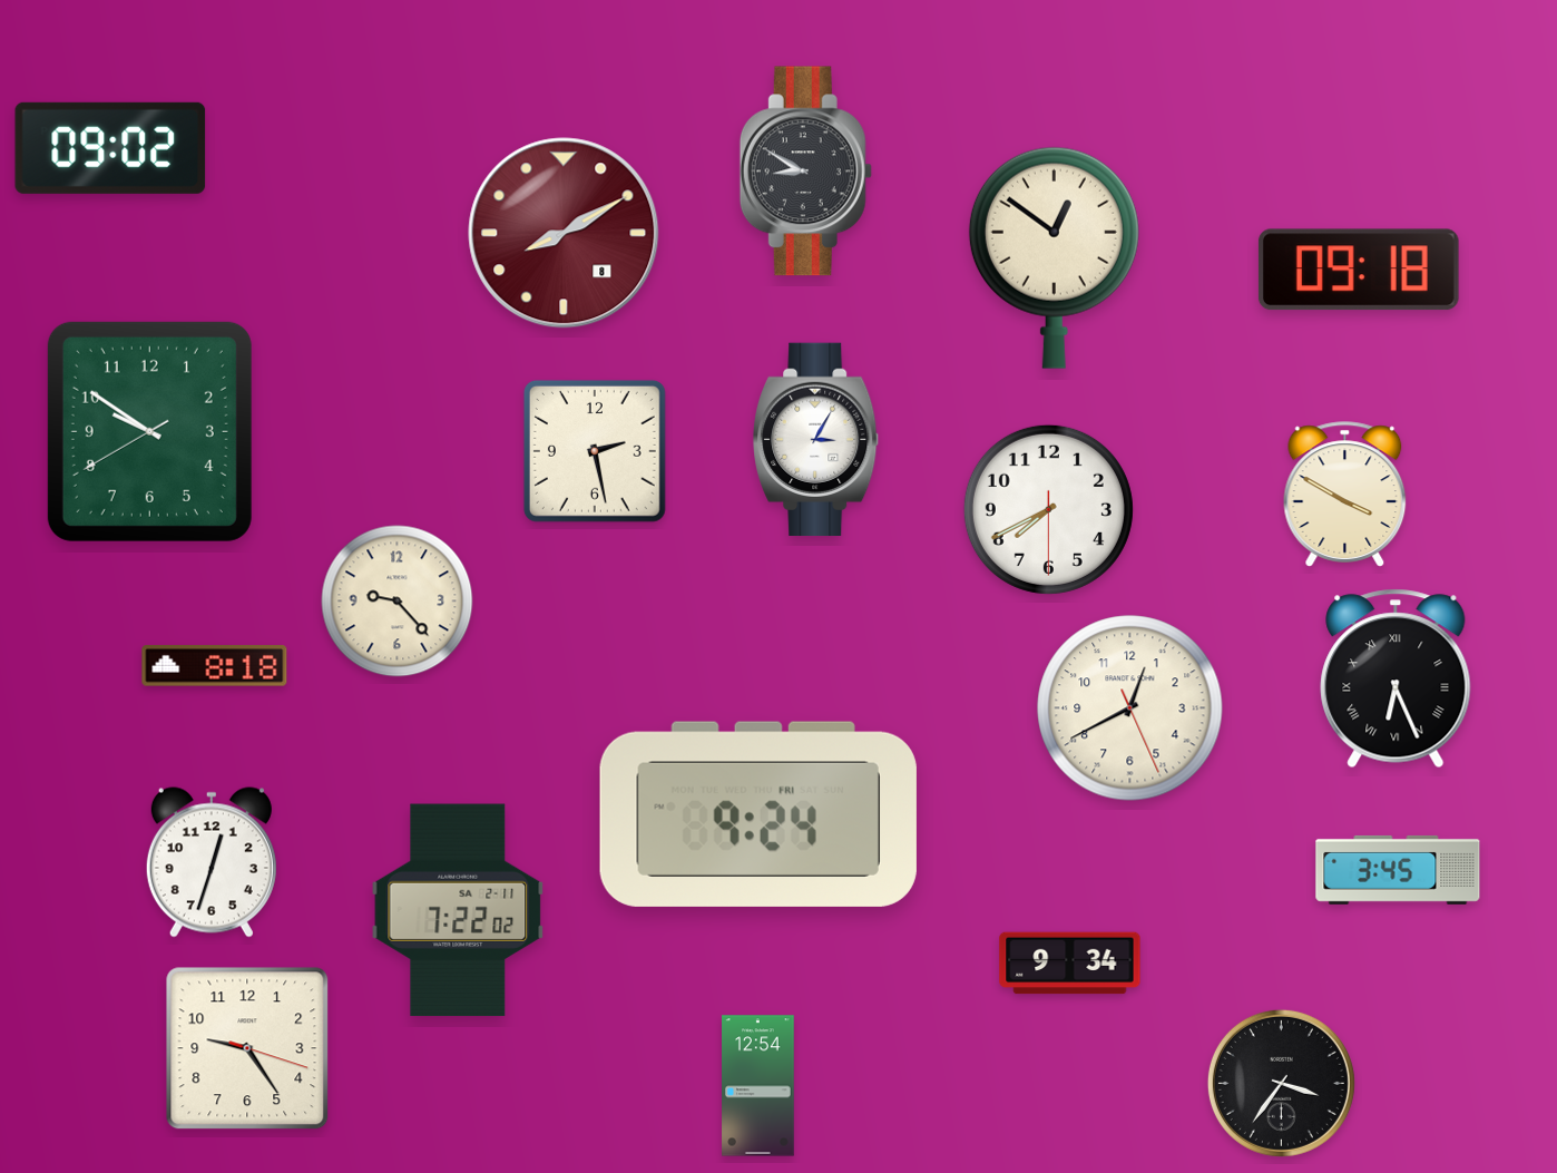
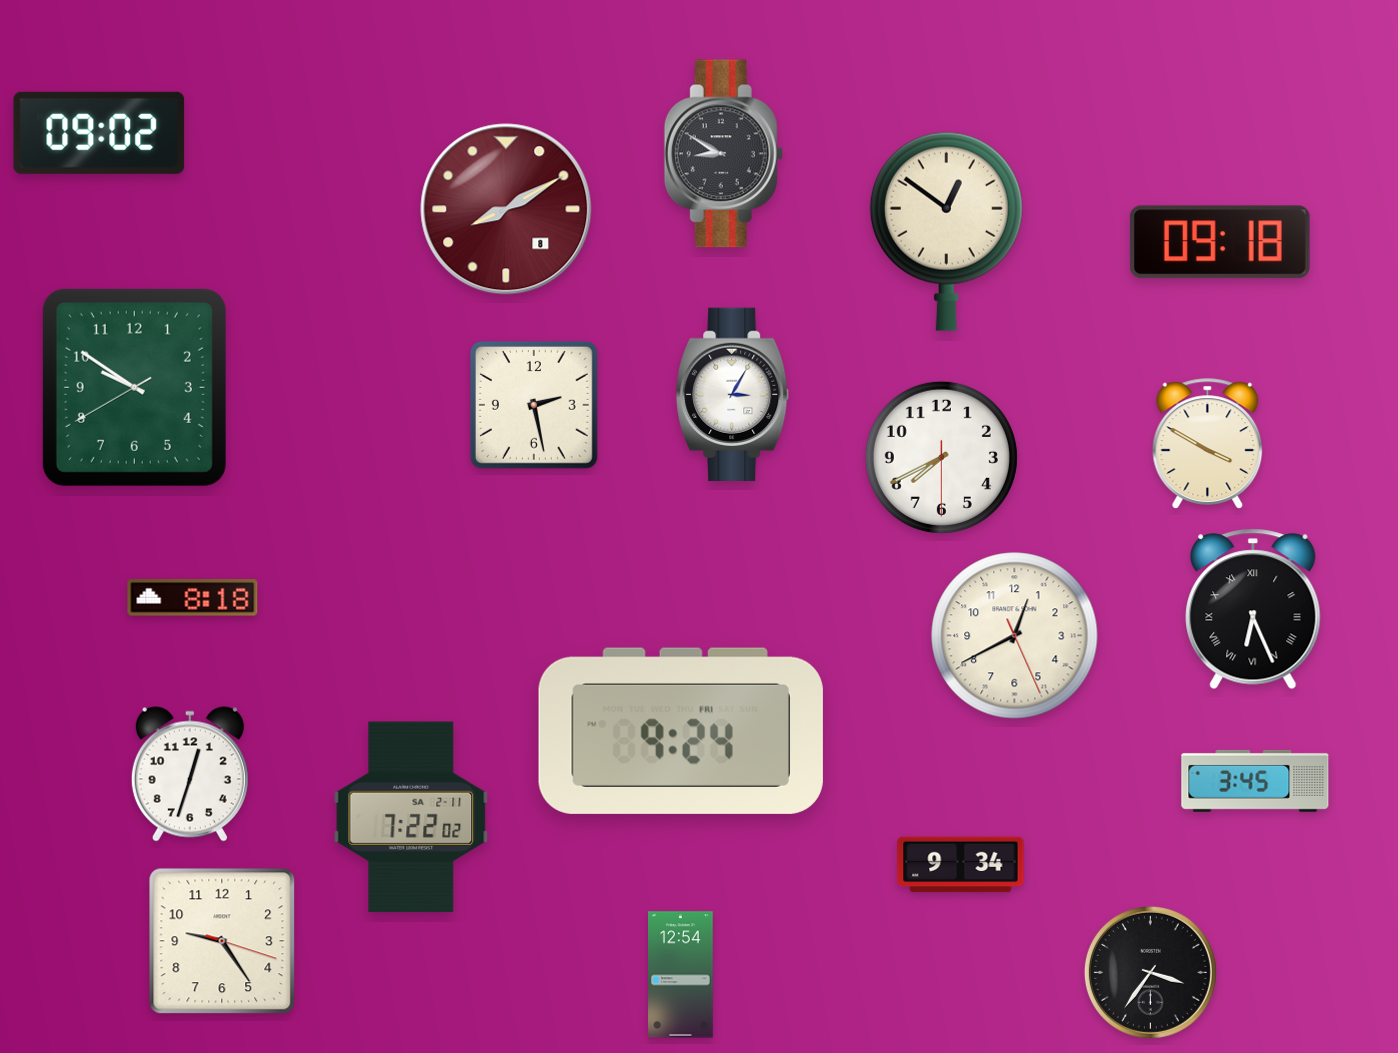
clock at (398, 602): 9:23 -> none
